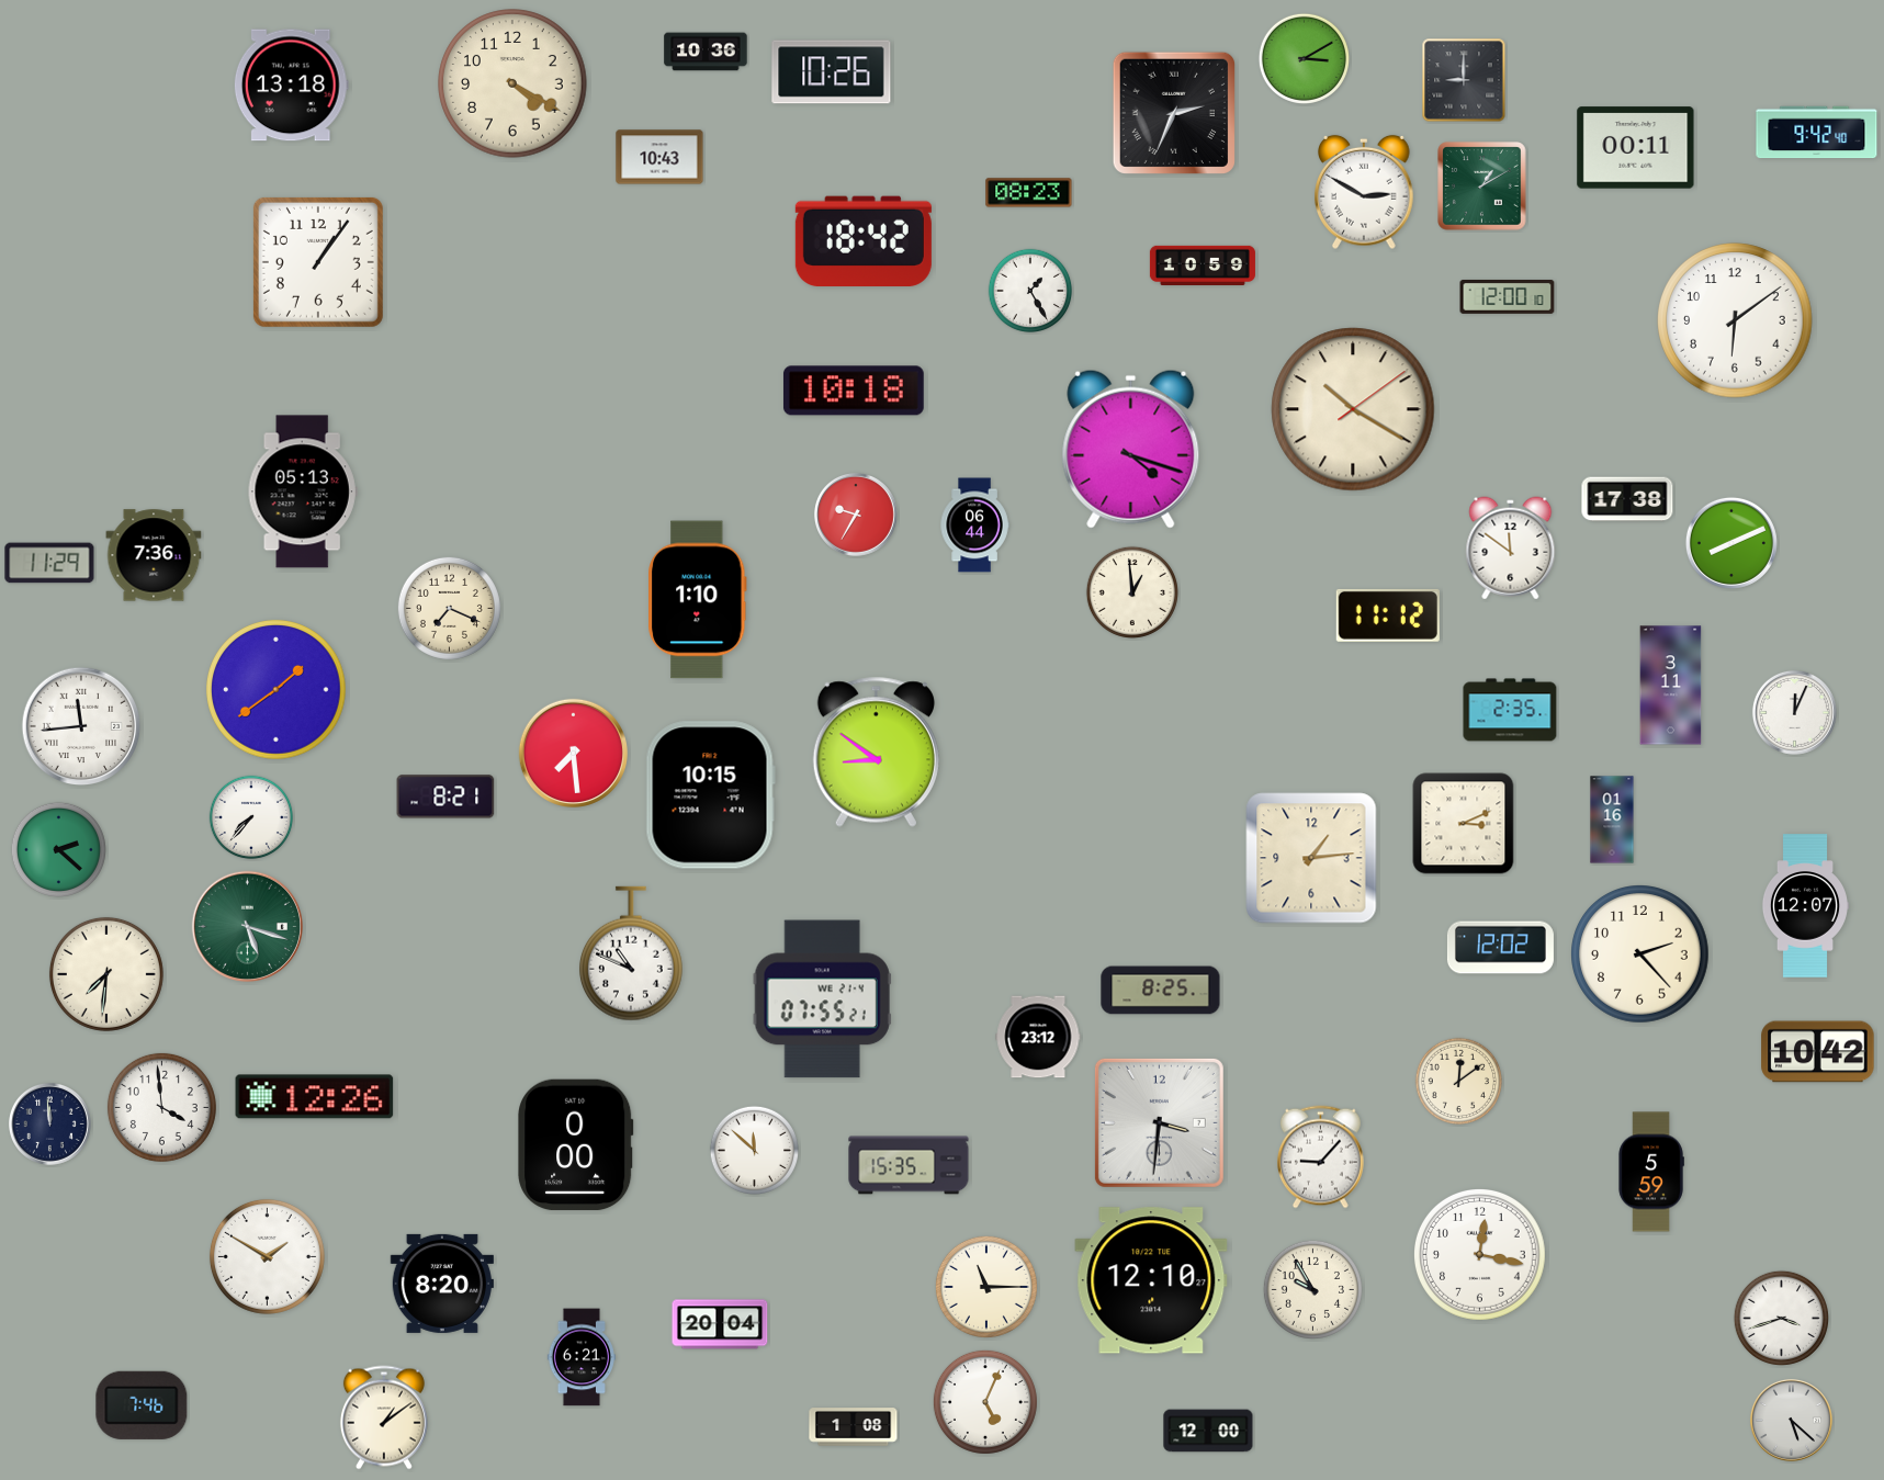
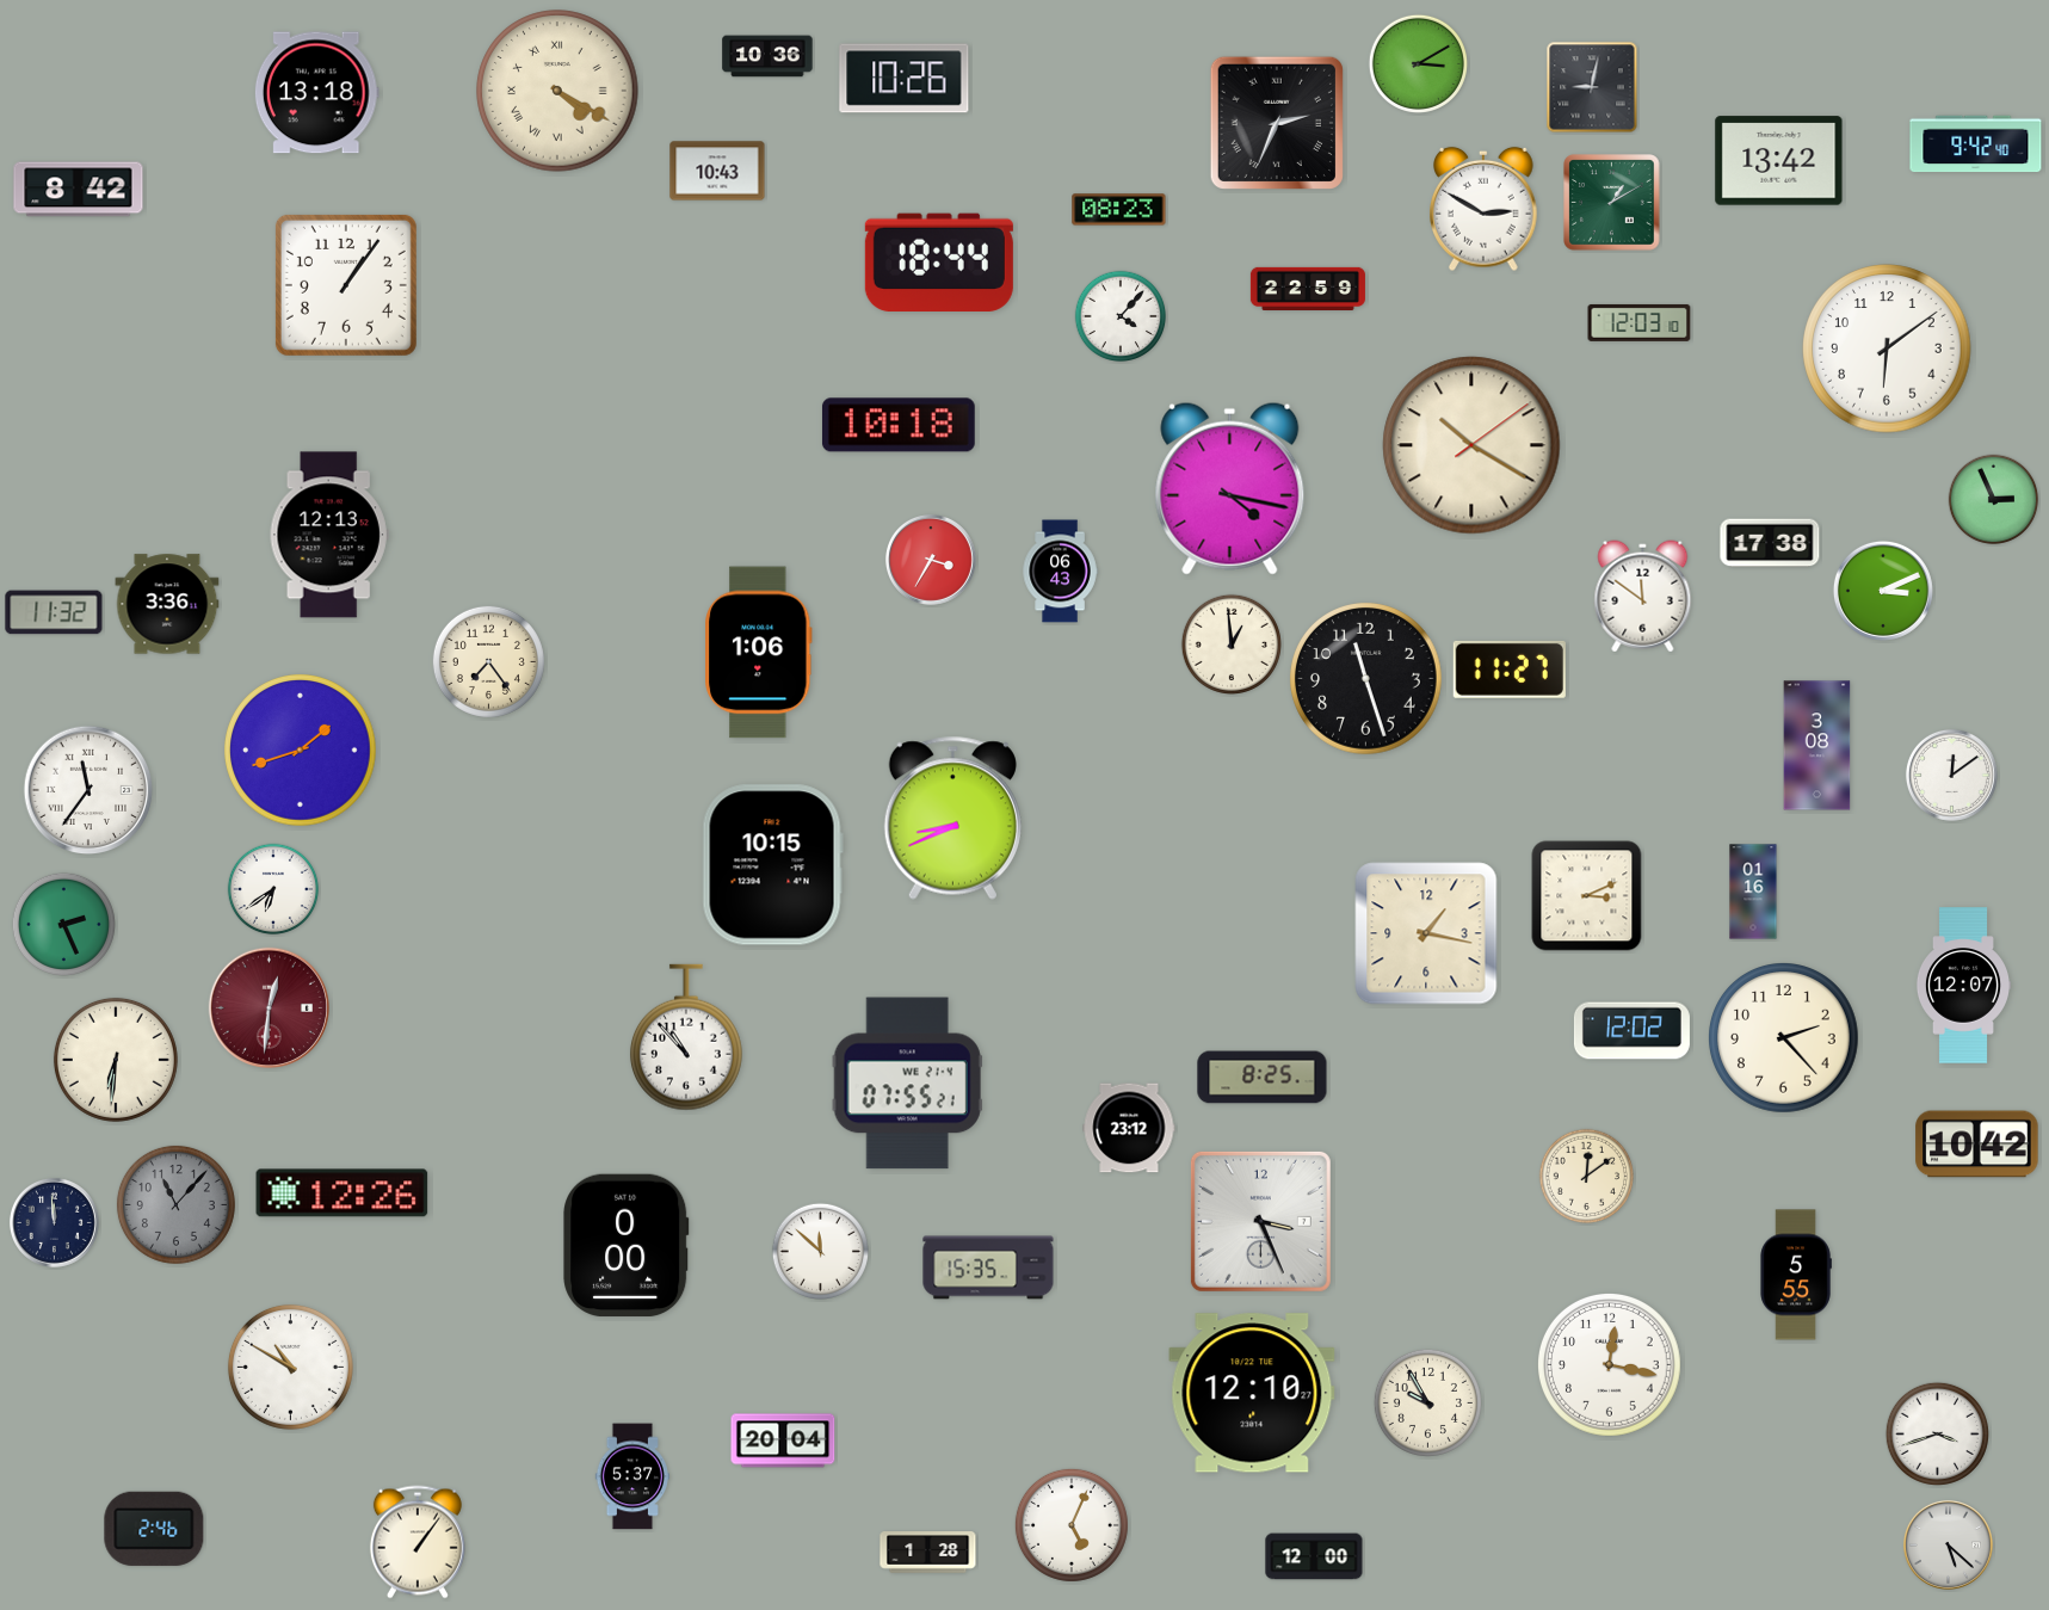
clock at (1464, 80): 9:00 -> 9:02
clock at (512, 83) numerals: Arabic -> Roman
clock at (1636, 148): 00:11 -> 13:42
clock at (79, 190): none -> 8:42
clock at (864, 240): 18:42 -> 18:44
clock at (1203, 264): 10:59 -> 22:59
clock at (1030, 291): 1:25 -> 4:07
clock at (1508, 296): 12:00 -> 12:03
clock at (854, 391) position: (854, 391) -> (899, 425)
clock at (1131, 449): 4:18 -> 4:17
clock at (1994, 500): none -> 2:56
clock at (303, 492): 05:13 -> 12:13
clock at (856, 515): 9:35 -> 3:35
clock at (974, 526): 06:44 -> 06:43
clock at (1731, 543): 8:11 -> 3:11
clock at (154, 555): 7:36 -> 3:36
clock at (49, 563): 11:29 -> 11:32
clock at (698, 600): 1:10 -> 1:06
clock at (449, 608): 7:19 -> 7:24
clock at (1388, 615): 11:12 -> 11:27
clock at (1366, 679): none -> 11:27
clock at (1671, 686): 3:11 -> 3:08
clock at (277, 690): 1:39 -> 1:42
clock at (1510, 710): 2:35 -> none
clock at (1794, 712): 12:04 -> 12:09
clock at (81, 726): 11:44 -> 11:36
clock at (876, 752): 8:51 -> 8:41
clock at (573, 753): 7:29 -> none
clock at (445, 797): 8:21 -> none
clock at (251, 817): 7:37 -> 6:39
clock at (1464, 824) position: (1464, 824) -> (1587, 896)
clock at (58, 849): 2:22 -> 2:26
clock at (1311, 858): 1:14 -> 1:17
clock at (247, 926): 5:18 -> 12:31
clock at (247, 926) dial: green -> burgundy
clock at (631, 953): 10:49 -> 10:53
clock at (106, 974): 7:31 -> 6:31
clock at (822, 999) position: (822, 999) -> (907, 1084)
clock at (161, 1107): 3:59 -> 11:07
clock at (161, 1107) dial: white -> grey
clock at (1159, 1122): 3:31 -> 3:26
clock at (1320, 1157): 9:07 -> none
clock at (1651, 1172): 5:59 -> 5:55
clock at (267, 1256): 1:50 -> 10:50
clock at (442, 1284): 8:20 -> none
clock at (986, 1287): 11:15 -> none
clock at (582, 1357): 6:21 -> 5:37
clock at (142, 1405): 7:46 -> 2:46
clock at (384, 1417): 1:09 -> 1:06
clock at (854, 1427): 1:08 -> 1:28
